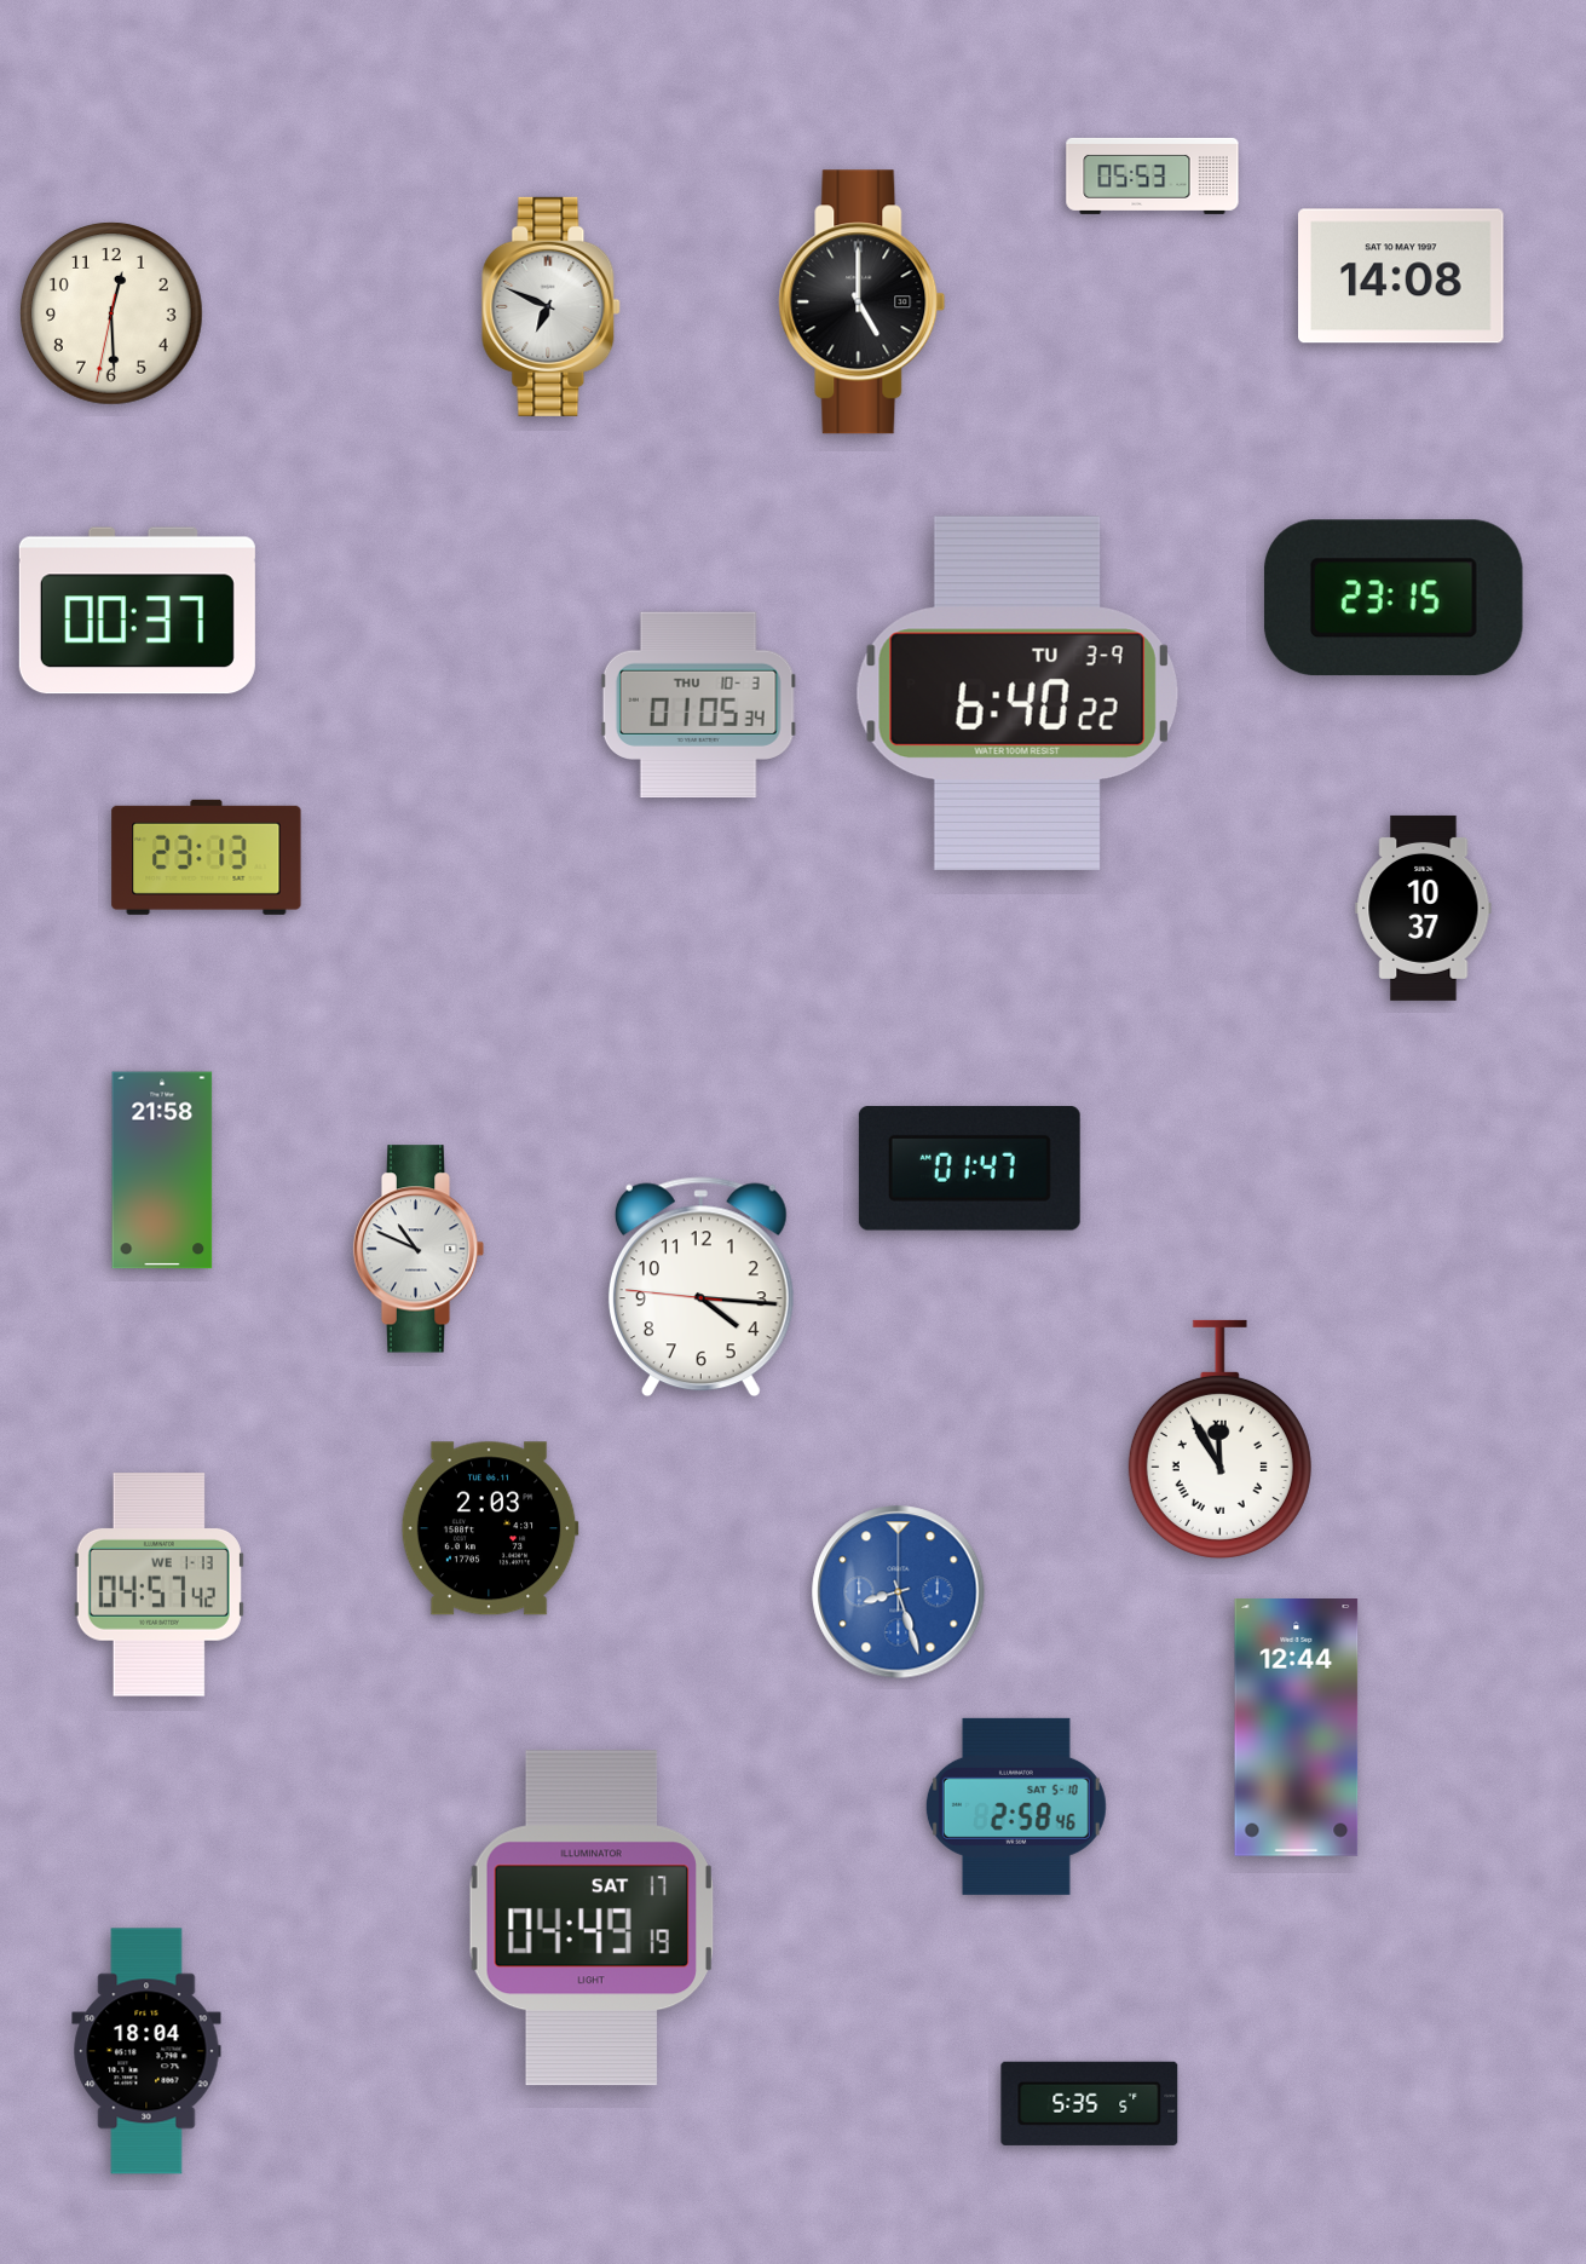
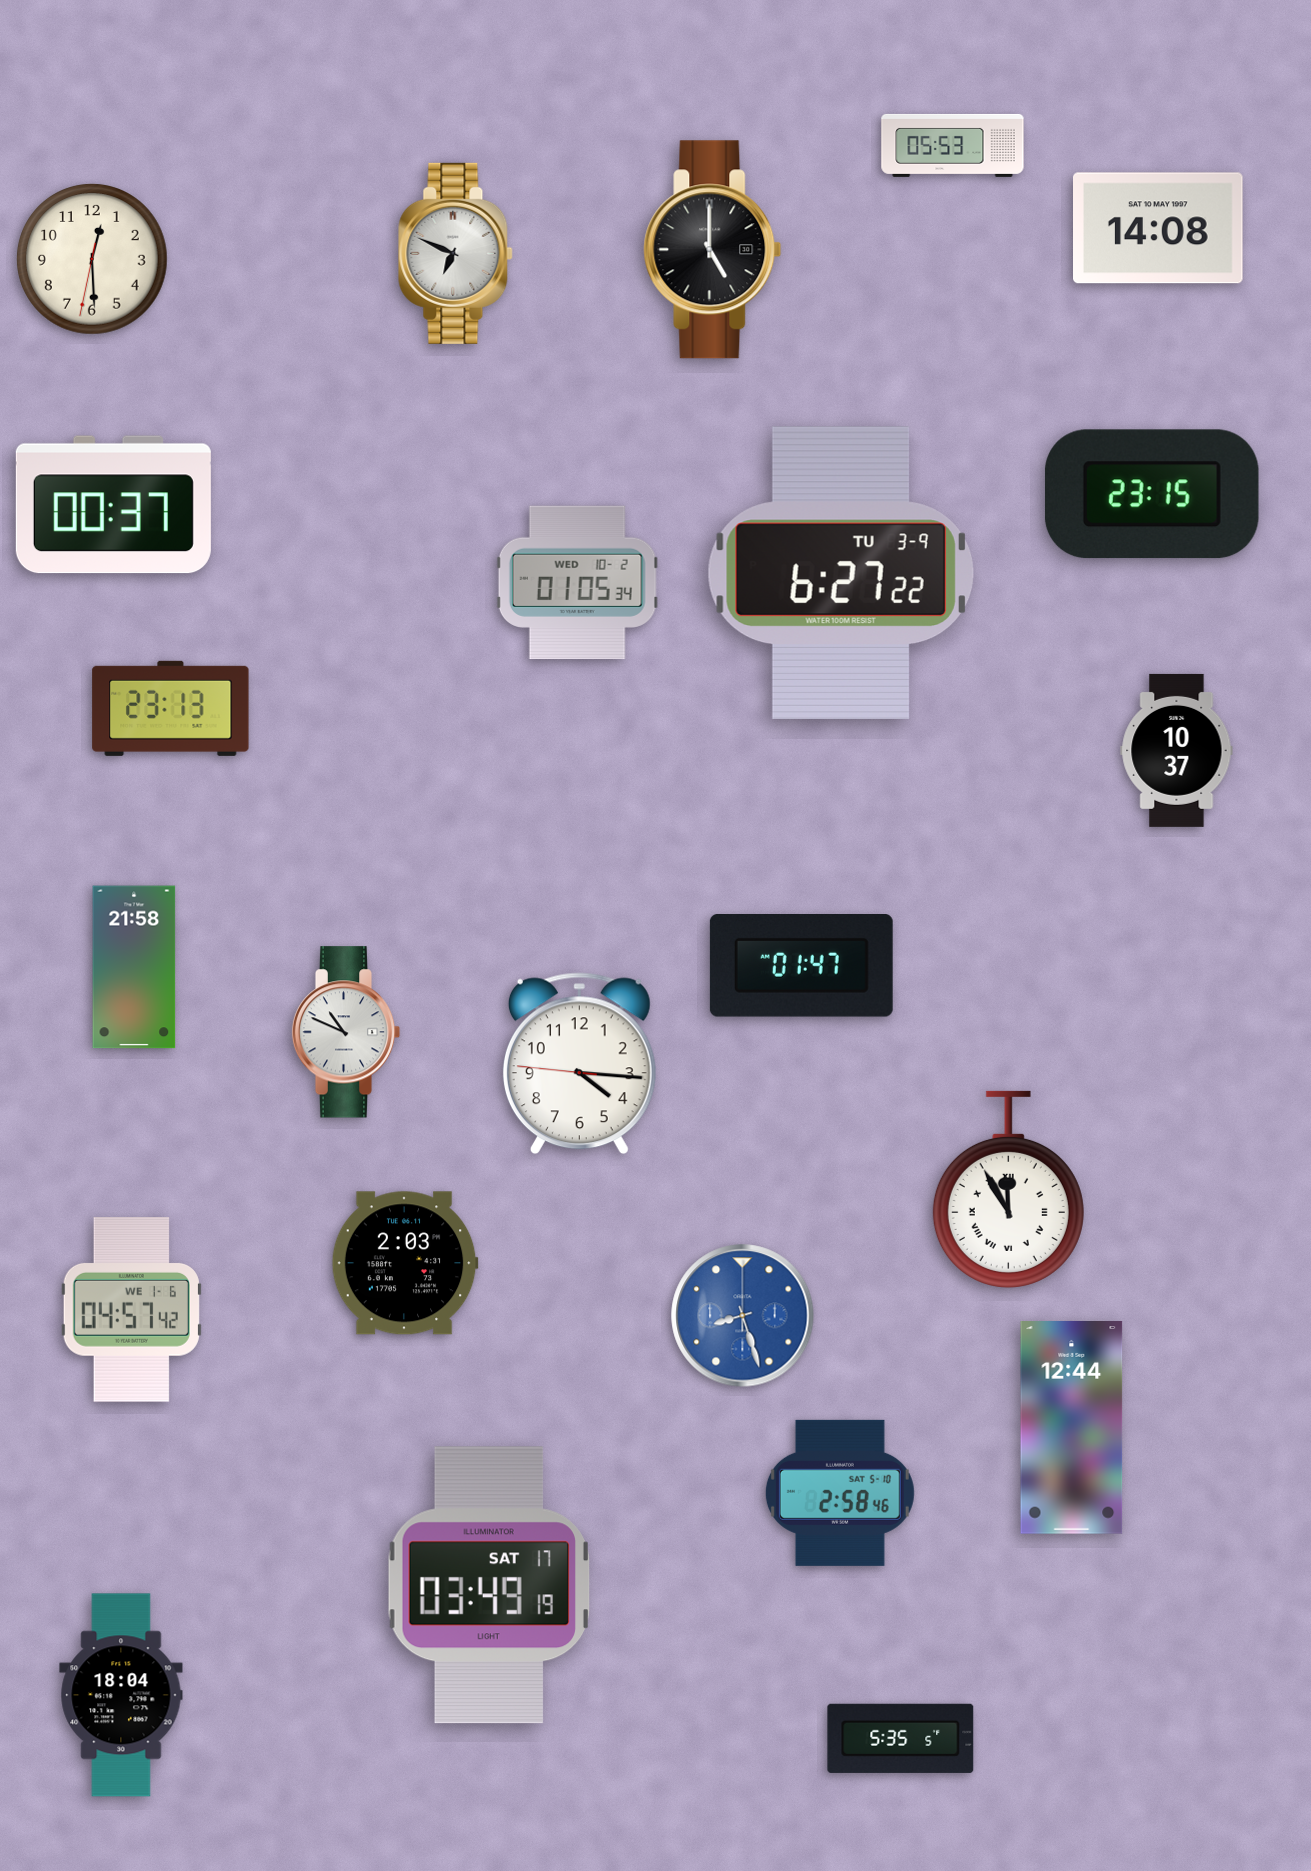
clock at (1017, 693): 6:40 -> 6:27
clock at (698, 705) date: THU 10-3 -> WED 10-2
clock at (158, 1585) date: WE 1-13 -> WE 1-6
clock at (592, 1918): 04:49 -> 03:49
